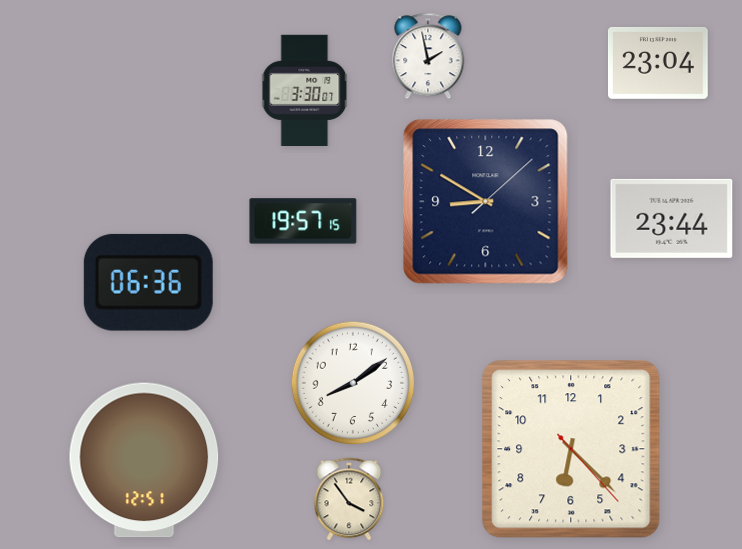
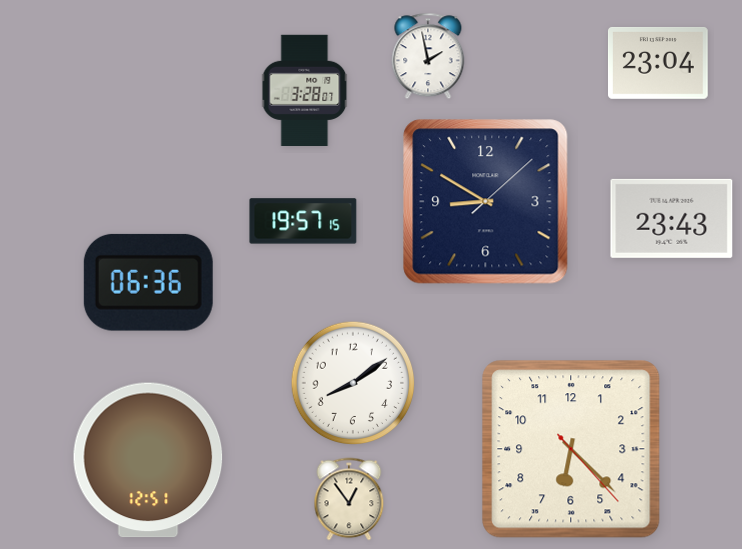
clock at (305, 90): 3:30 -> 3:28
clock at (672, 218): 23:44 -> 23:43
clock at (144, 460) position: (144, 460) -> (148, 460)
clock at (349, 499): 3:54 -> 12:54
